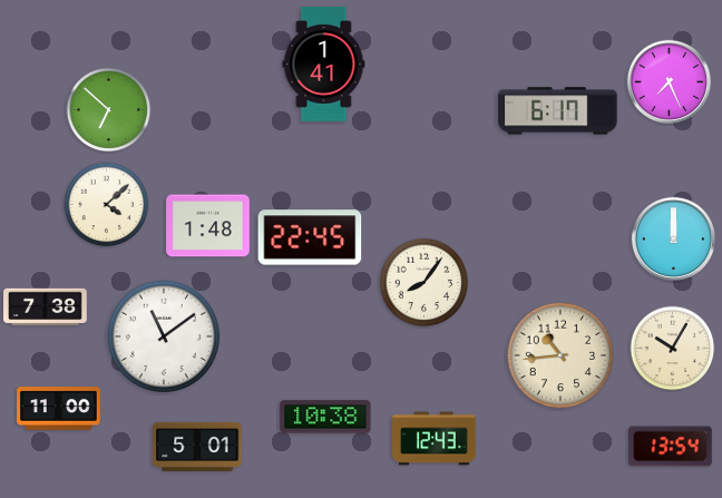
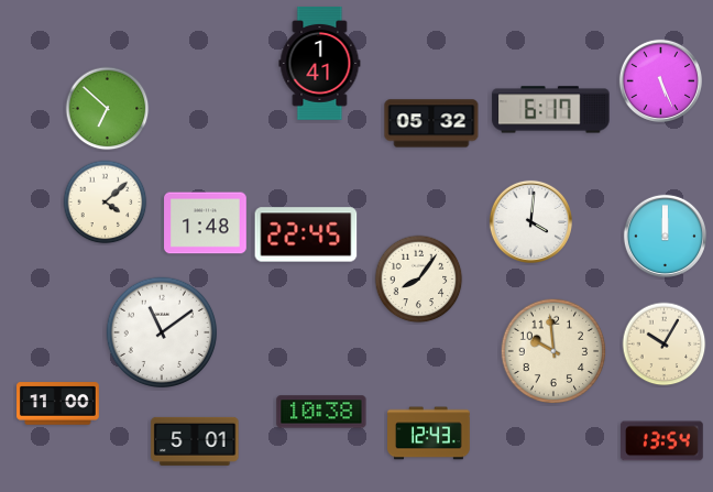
clock at (669, 81): 7:26 -> 5:26
clock at (431, 123): none -> 05:32
clock at (530, 221): none -> 4:01
clock at (46, 307): 7:38 -> none
clock at (560, 355): 10:44 -> 9:59
